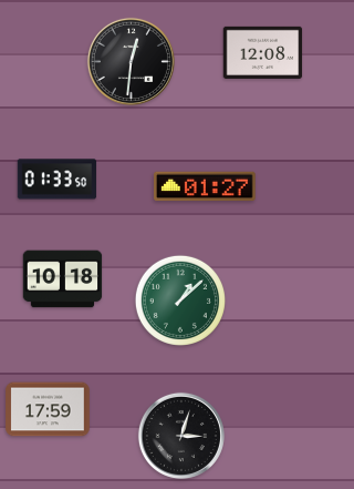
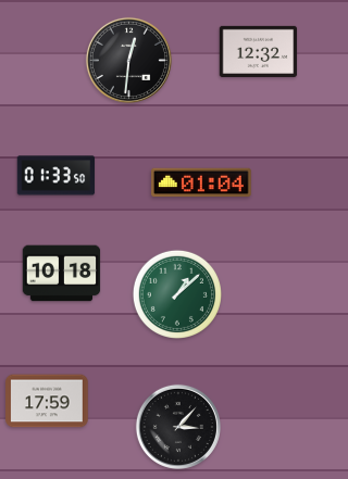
clock at (263, 52): 12:08 -> 12:32
clock at (205, 186): 01:27 -> 01:04
clock at (181, 436): 3:03 -> 3:07
